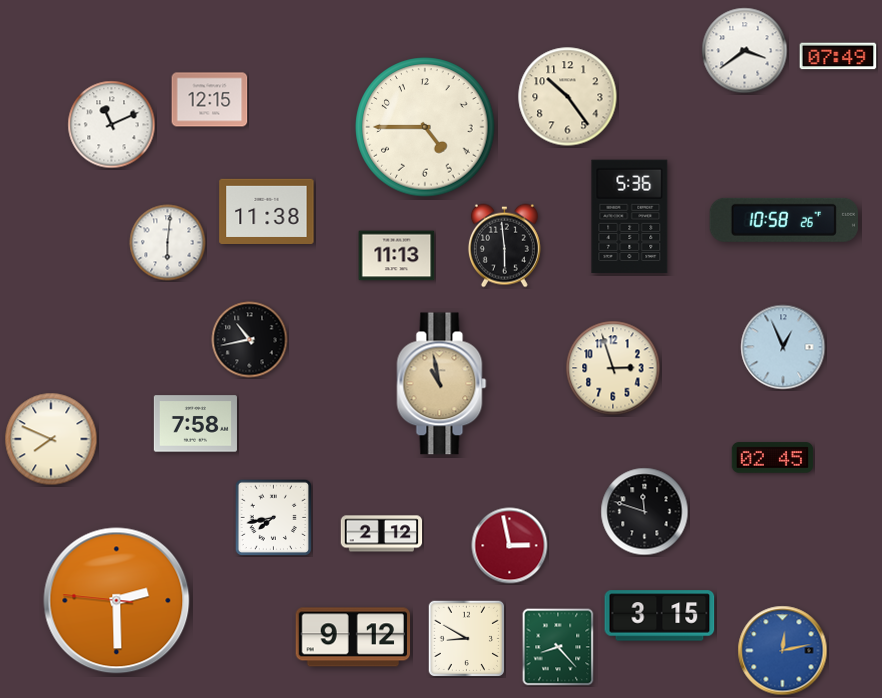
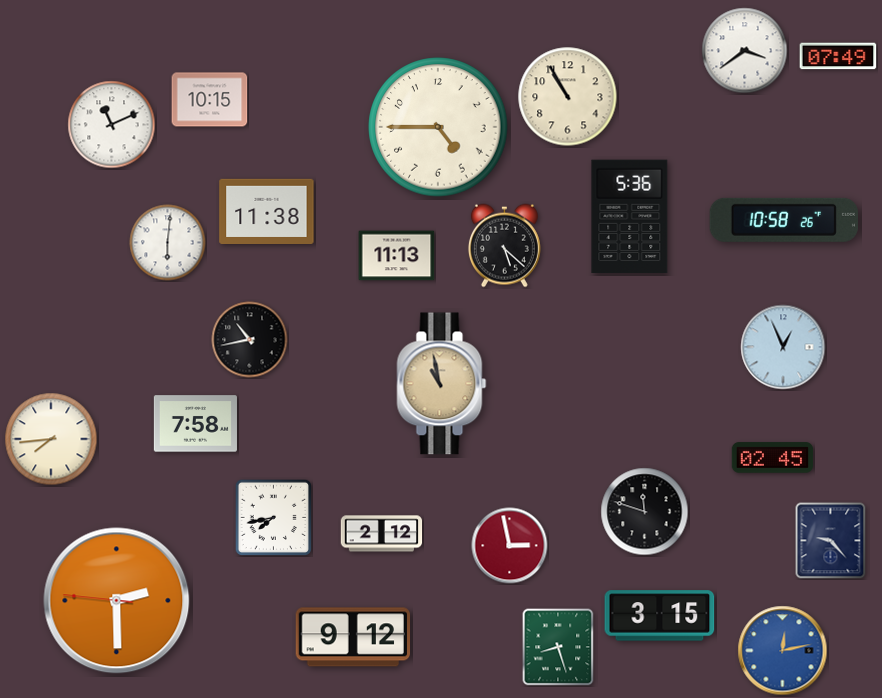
clock at (568, 97): 10:24 -> 10:55
clock at (210, 100): 12:15 -> 10:15
clock at (425, 127) position: (425, 127) -> (438, 127)
clock at (504, 246): 5:59 -> 5:22
clock at (613, 368): 2:57 -> none
clock at (51, 439): 7:49 -> 7:44
clock at (831, 541): none -> 9:23
clock at (466, 638): 8:50 -> none
clock at (558, 647): 8:23 -> 8:27
